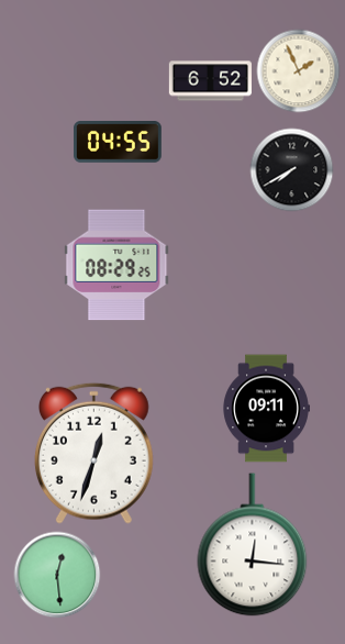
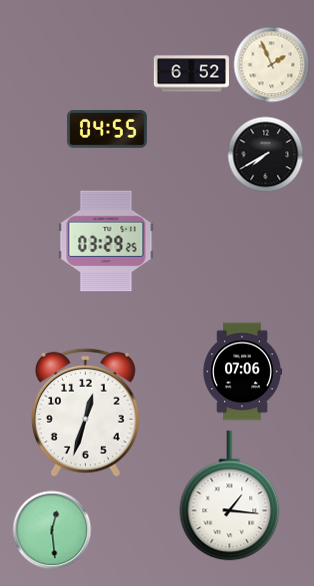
clock at (116, 265): 08:29 -> 03:29
clock at (266, 409): 09:11 -> 07:06
clock at (253, 545): 12:16 -> 1:16
clock at (57, 575) position: (57, 575) -> (52, 530)
